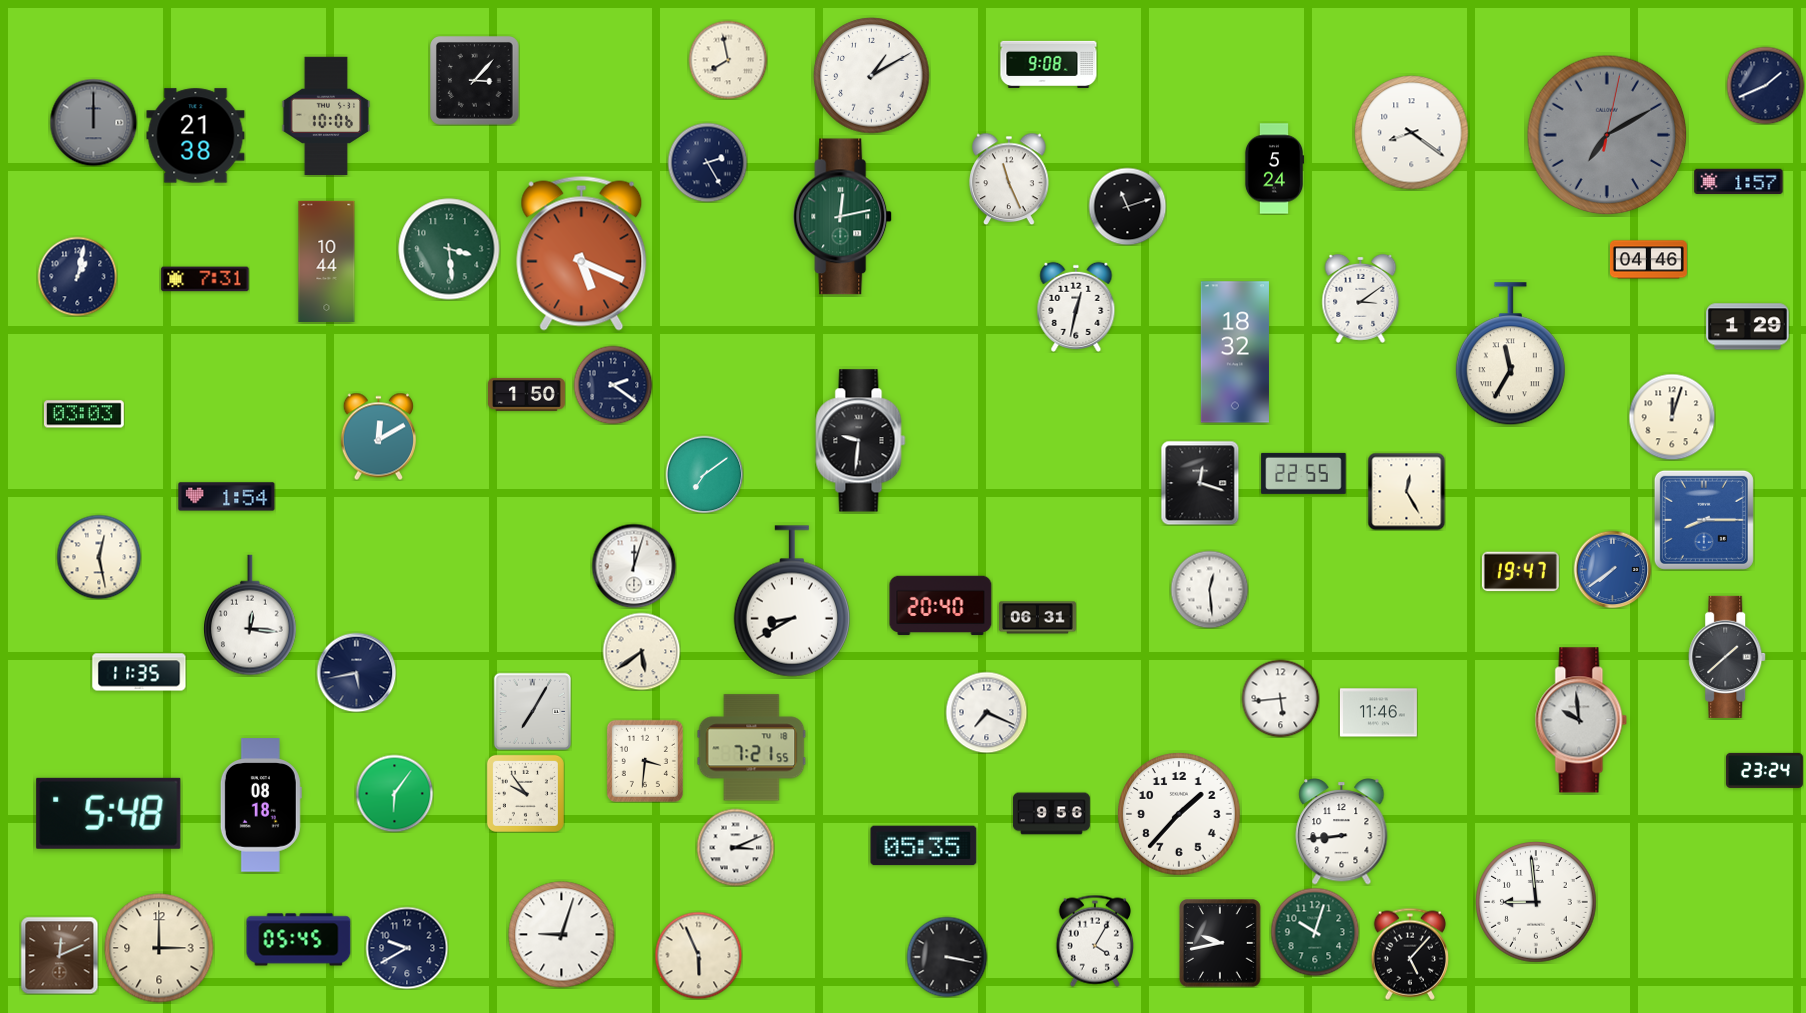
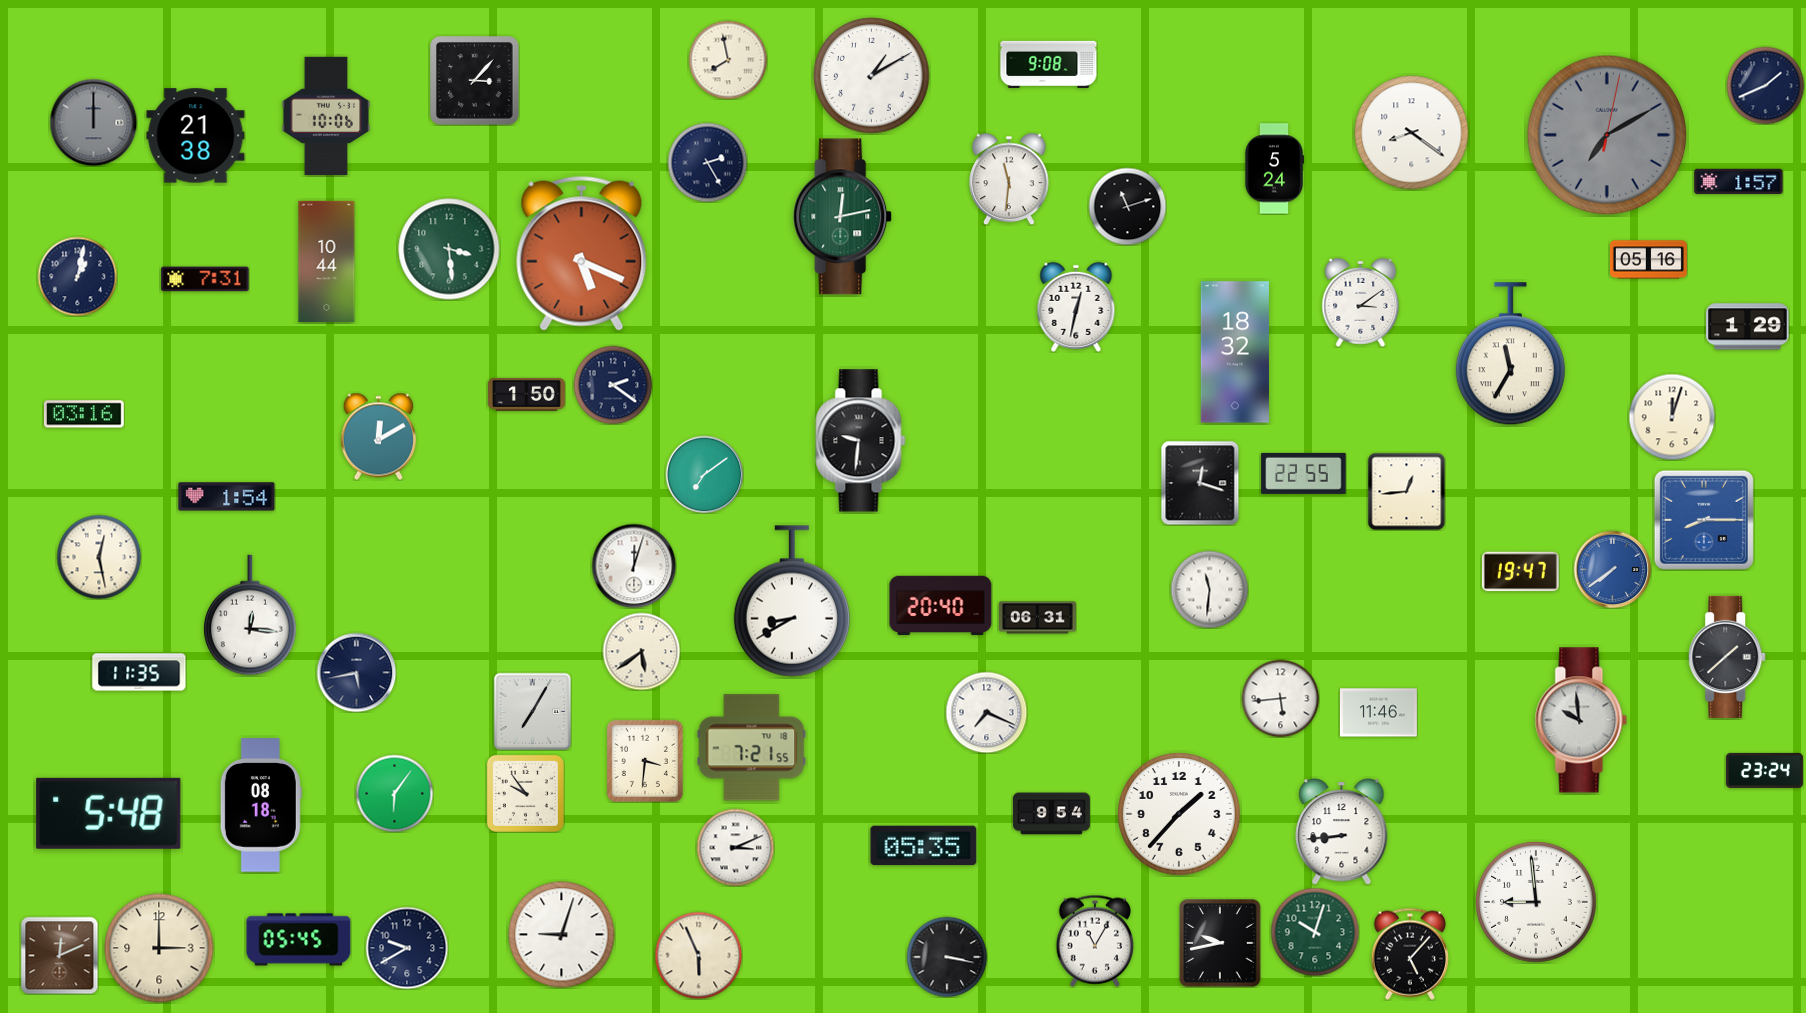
clock at (1009, 179): 11:26 -> 11:31
clock at (1648, 260): 04:46 -> 05:16
clock at (1361, 298) position: (1361, 298) -> (1361, 302)
clock at (85, 414): 03:03 -> 03:16
clock at (1406, 491): 12:25 -> 12:44
clock at (1209, 589): 12:29 -> 11:31
clock at (1051, 814): 9:56 -> 9:54
clock at (1094, 941): 4:05 -> 11:05
